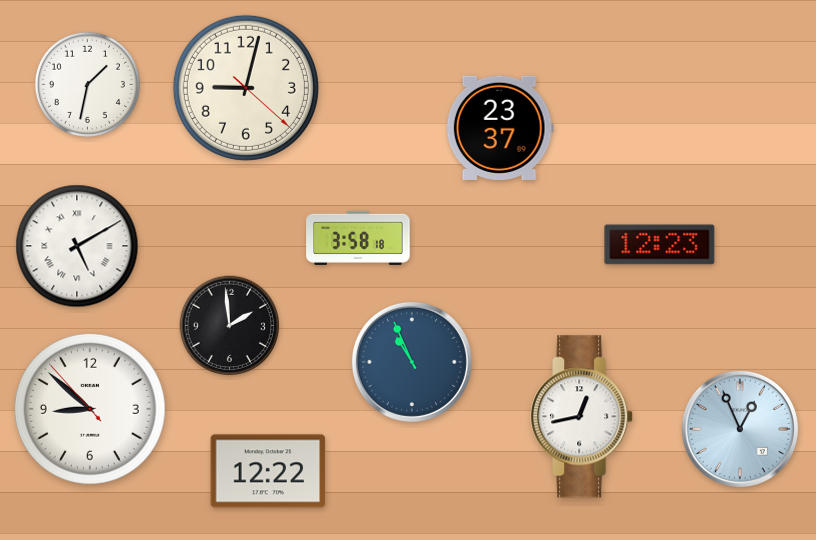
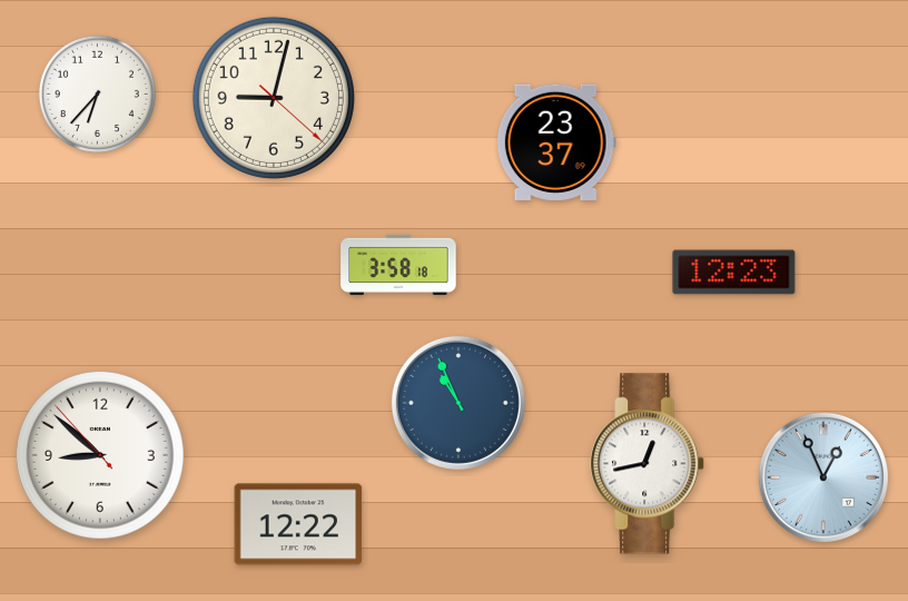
clock at (87, 84): 1:32 -> 6:37
clock at (77, 246): 5:10 -> none
clock at (230, 326): 1:59 -> none
